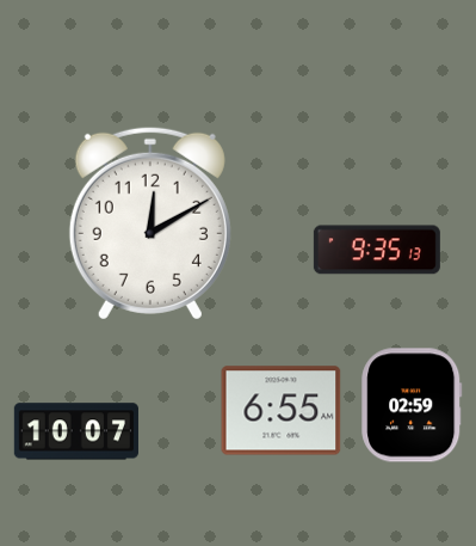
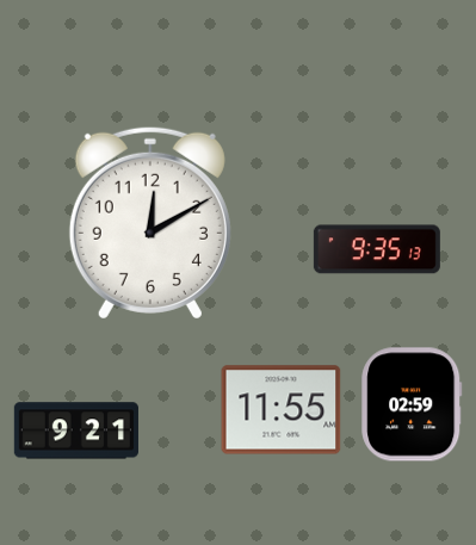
clock at (282, 411): 6:55 -> 11:55
clock at (76, 431): 10:07 -> 9:21
